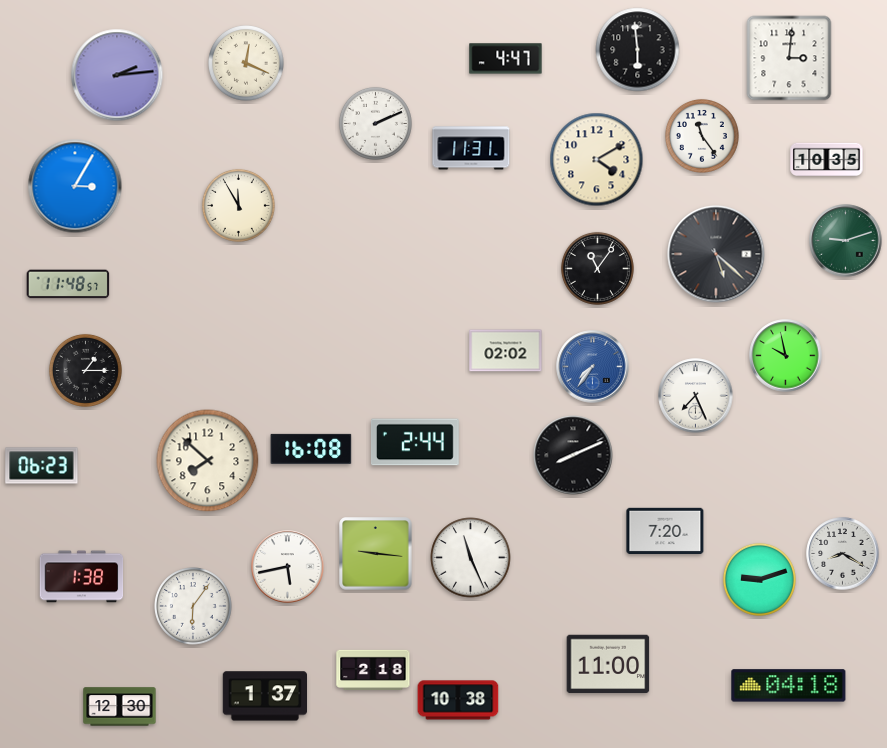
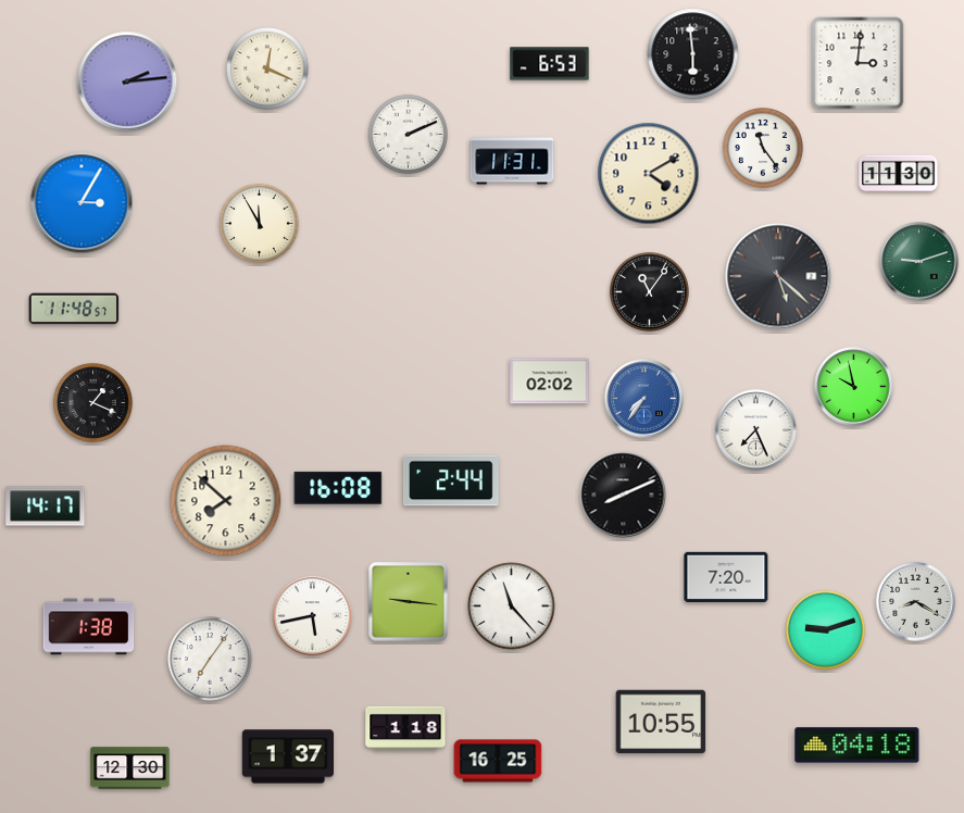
clock at (506, 59): 4:47 -> 6:53
clock at (827, 159): 10:35 -> 11:30
clock at (85, 370): 1:15 -> 1:19
clock at (42, 466): 06:23 -> 14:17
clock at (665, 530) position: (665, 530) -> (726, 576)
clock at (471, 558): 11:26 -> 11:23
clock at (193, 606): 6:06 -> 7:06
clock at (608, 664): 11:00 -> 10:55
clock at (373, 669): 2:18 -> 1:18
clock at (458, 700): 10:38 -> 16:25
